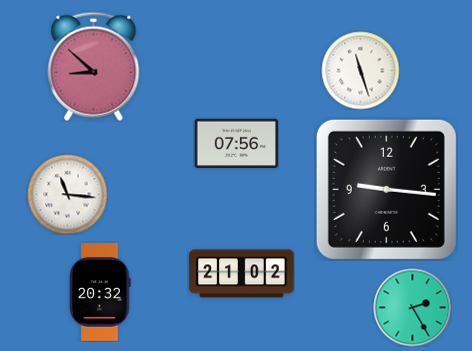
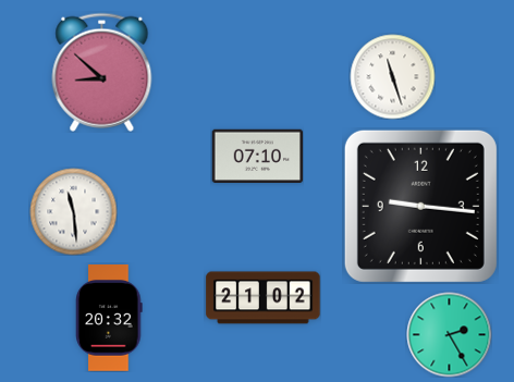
clock at (236, 143): 07:56 -> 07:10
clock at (67, 194): 11:16 -> 11:29
